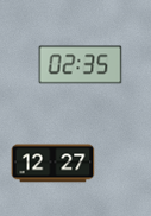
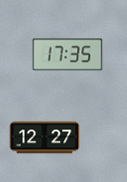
clock at (81, 65): 02:35 -> 17:35
